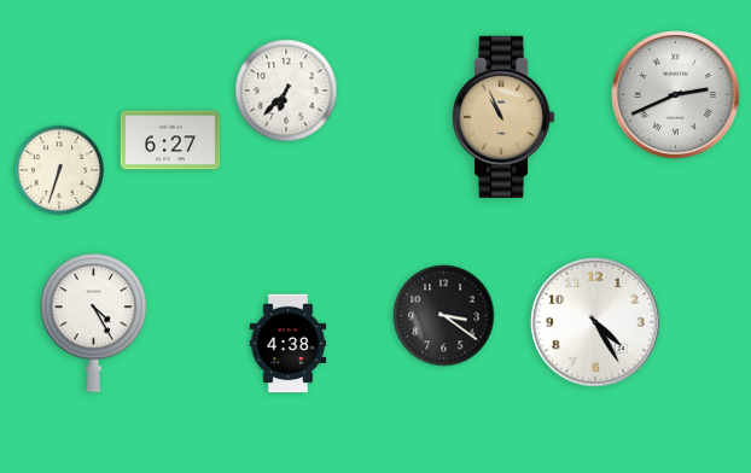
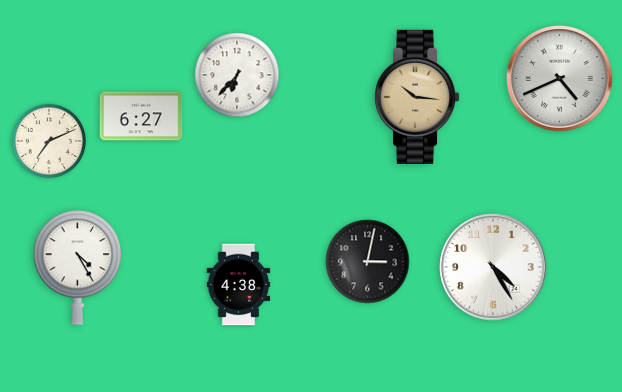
clock at (676, 95): 2:41 -> 4:41
clock at (503, 116): 10:56 -> 10:16
clock at (59, 170): 6:33 -> 7:11
clock at (444, 316): 3:21 -> 3:02
